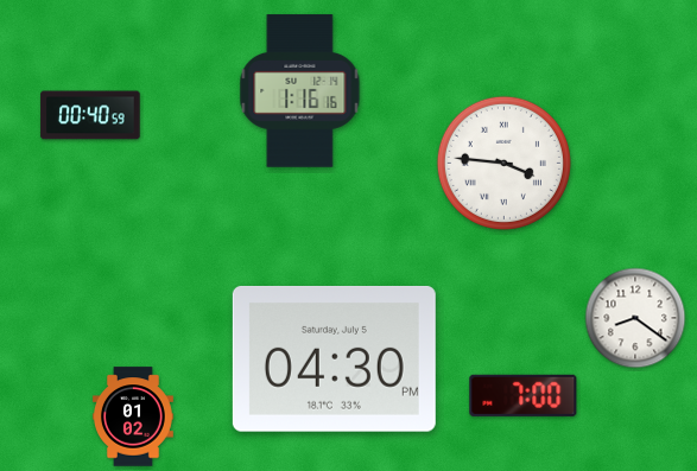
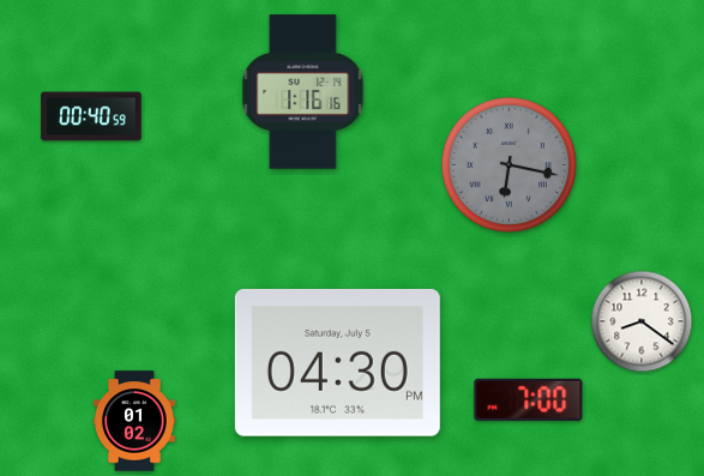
clock at (503, 163): 3:46 -> 6:17
clock at (503, 163) dial: white -> grey
